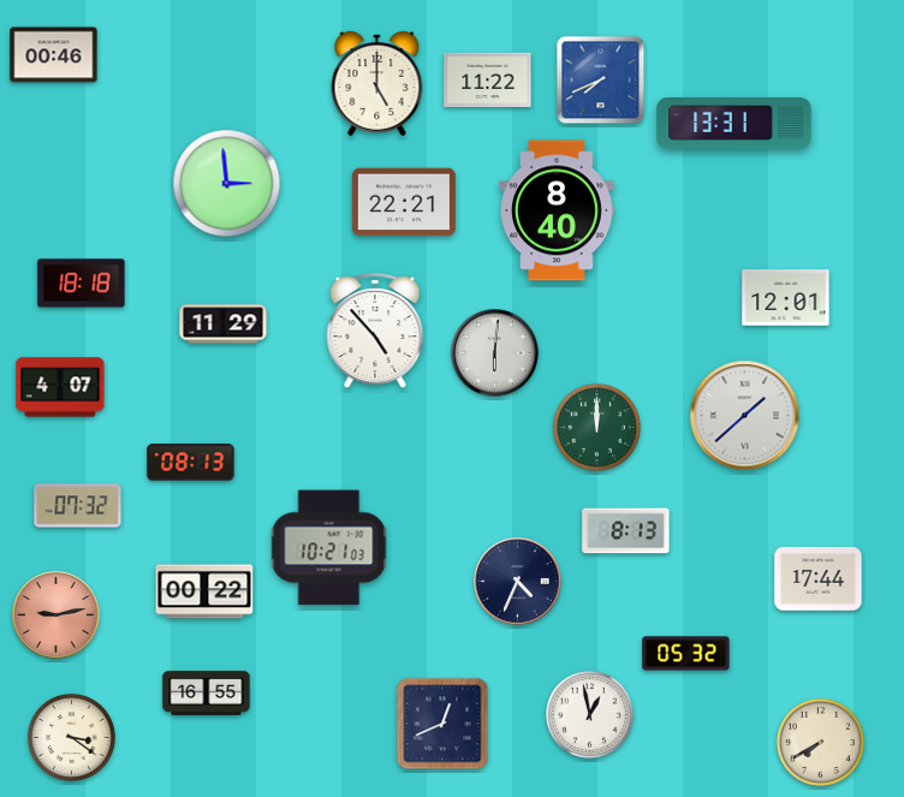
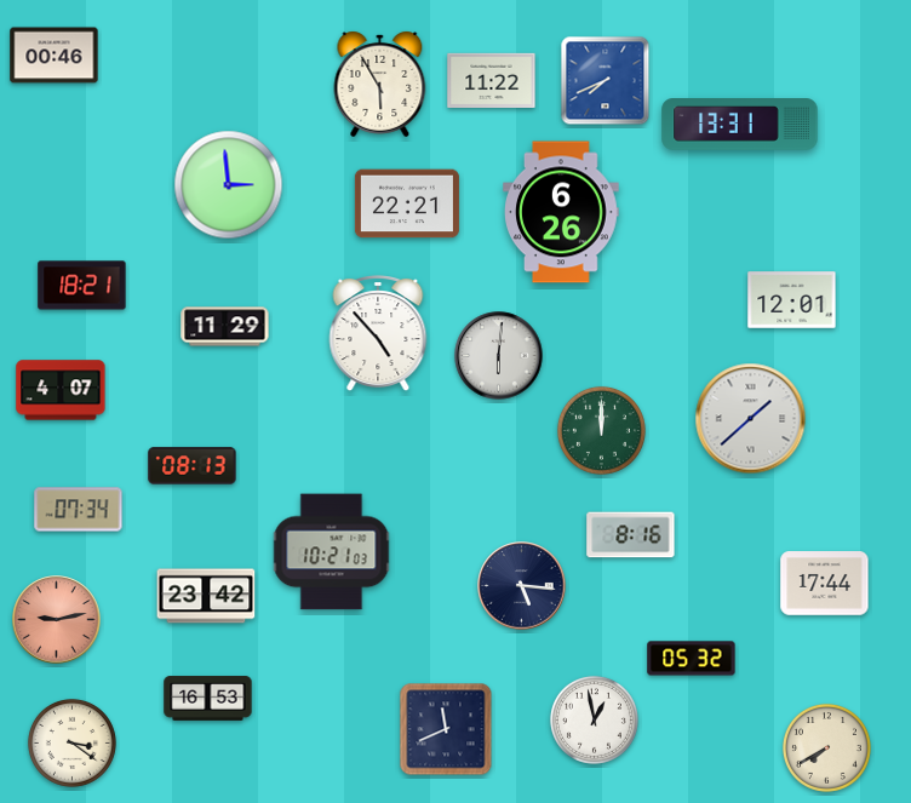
clock at (377, 83): 5:00 -> 5:55
clock at (557, 210): 8:40 -> 6:26
clock at (82, 284): 18:18 -> 18:21
clock at (78, 506): 07:32 -> 07:34
clock at (626, 531): 8:13 -> 8:16
clock at (518, 582): 4:34 -> 5:16
clock at (204, 591): 00:22 -> 23:42
clock at (207, 694): 16:55 -> 16:53
clock at (442, 724): 12:41 -> 11:41
